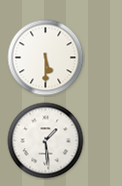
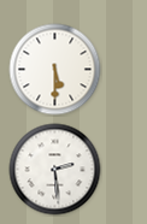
clock at (46, 141): 1:29 -> 2:29
